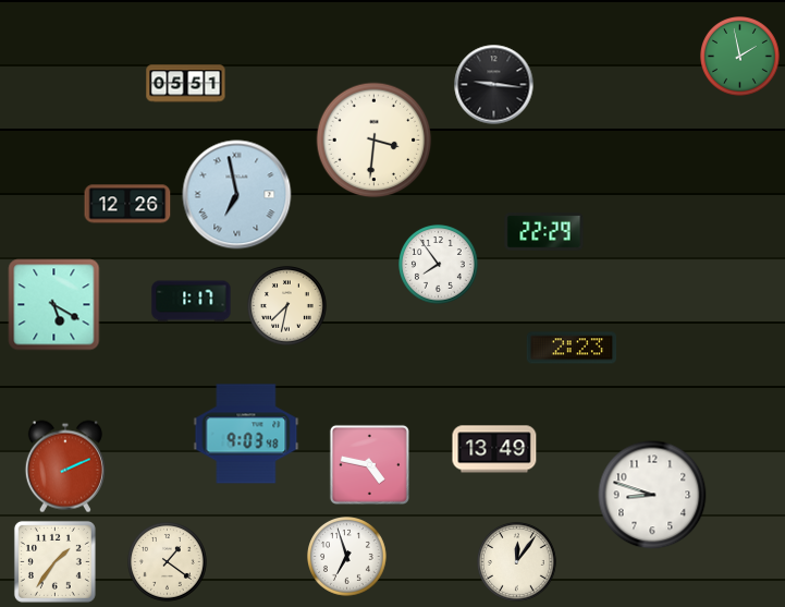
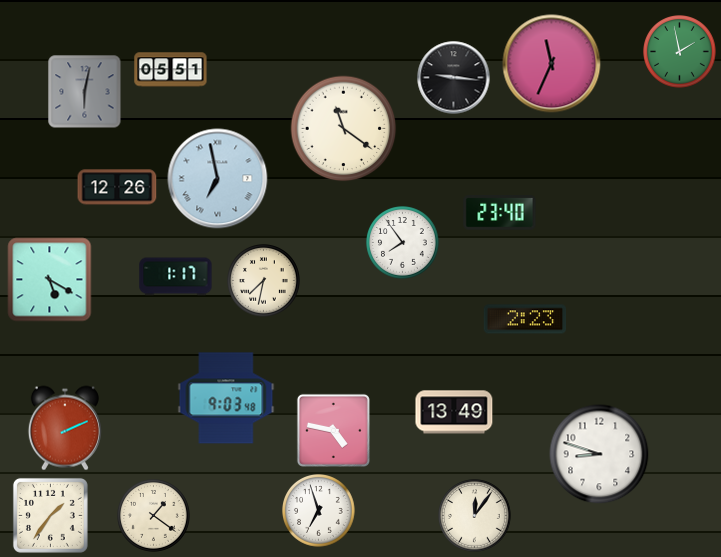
clock at (552, 64): none -> 11:34
clock at (186, 84) position: (186, 84) -> (171, 70)
clock at (85, 92): none -> 6:02
clock at (375, 141): 3:31 -> 11:21
clock at (544, 232): 22:29 -> 23:40
clock at (369, 464) position: (369, 464) -> (333, 430)
clock at (65, 466) position: (65, 466) -> (65, 428)
